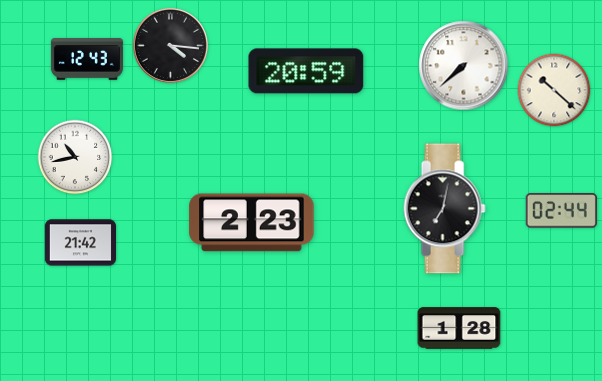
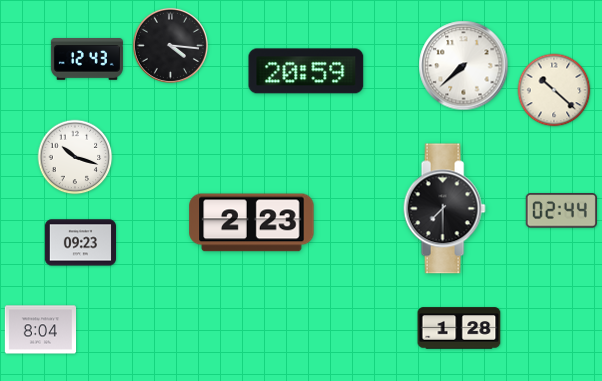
clock at (75, 157): 10:43 -> 10:18
clock at (444, 209): 7:02 -> 7:30
clock at (80, 243): 21:42 -> 09:23
clock at (40, 330): none -> 8:04
